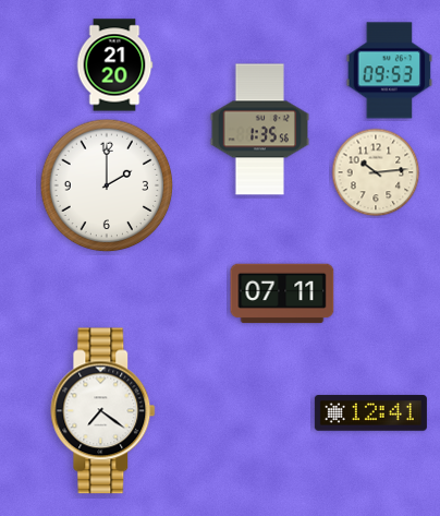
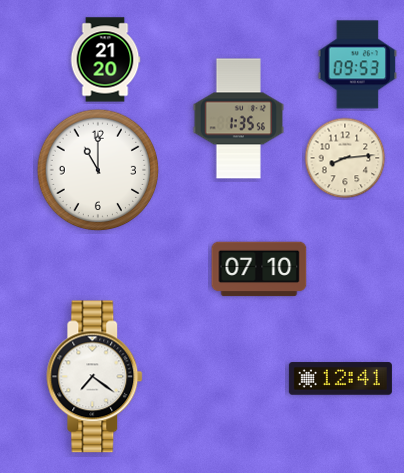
clock at (376, 172): 10:14 -> 8:14
clock at (107, 185): 2:00 -> 11:00
clock at (282, 293): 07:11 -> 07:10
